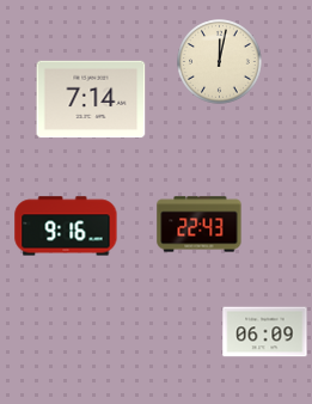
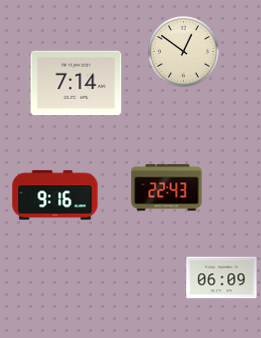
clock at (220, 62): 12:02 -> 12:51
clock at (66, 226) position: (66, 226) -> (55, 195)
